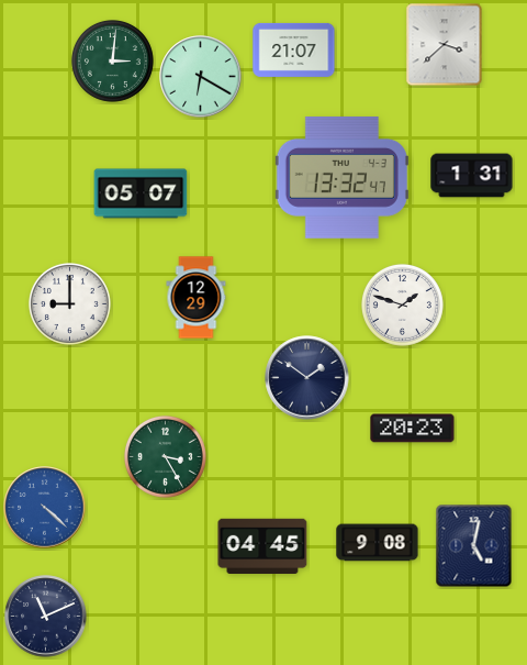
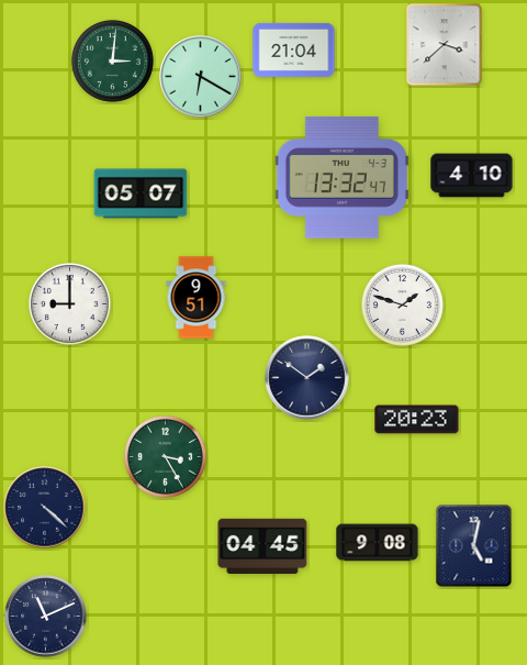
clock at (294, 49): 21:07 -> 21:04
clock at (472, 176): 1:31 -> 4:10
clock at (197, 298): 12:29 -> 9:51
clock at (413, 429) position: (413, 429) -> (417, 420)
clock at (45, 508) dial: blue -> navy
